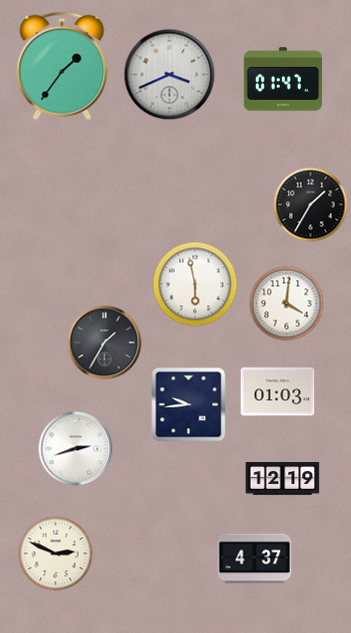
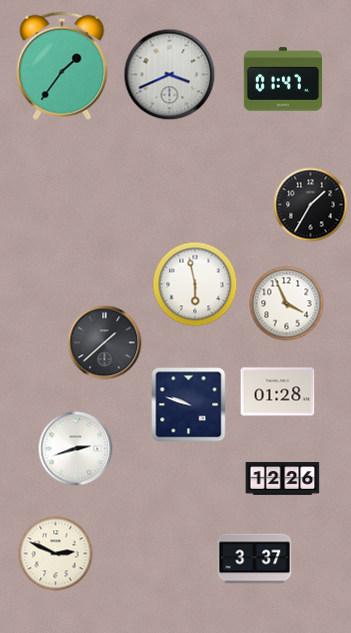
clock at (287, 304): 4:01 -> 3:56
clock at (105, 343): 1:35 -> 1:38
clock at (278, 392): 01:03 -> 01:28
clock at (189, 405): 9:44 -> 9:48
clock at (283, 479): 12:19 -> 12:26
clock at (255, 559): 4:37 -> 3:37
